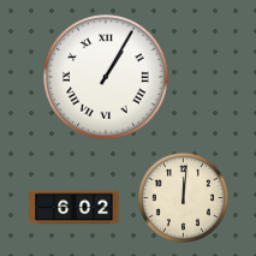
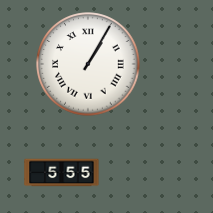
clock at (183, 197): 12:01 -> none
clock at (75, 208): 6:02 -> 5:55
